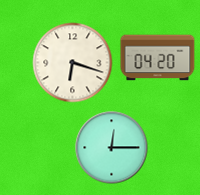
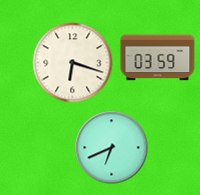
clock at (158, 58): 04:20 -> 03:59
clock at (112, 148): 12:15 -> 6:41
